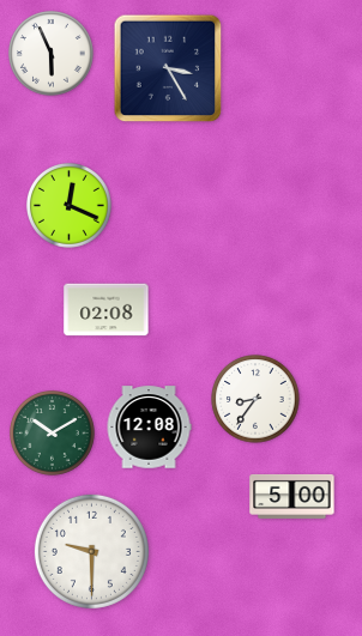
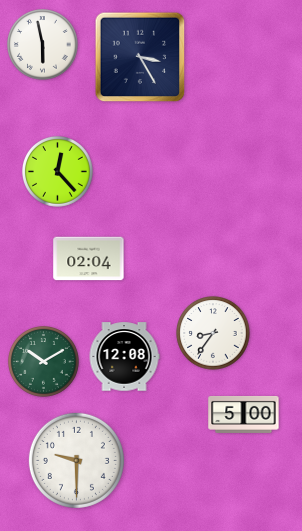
clock at (52, 54): 5:56 -> 5:58
clock at (70, 206): 12:19 -> 12:23
clock at (107, 310): 02:08 -> 02:04
